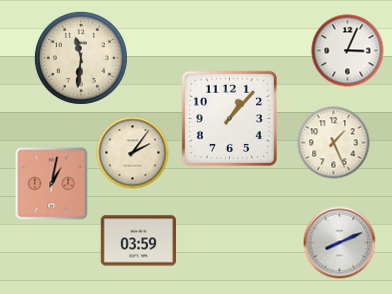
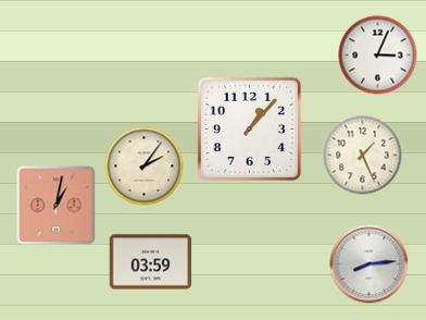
clock at (81, 58): 11:31 -> none
clock at (52, 184) position: (52, 184) -> (57, 206)
clock at (340, 243): 8:11 -> 8:14
